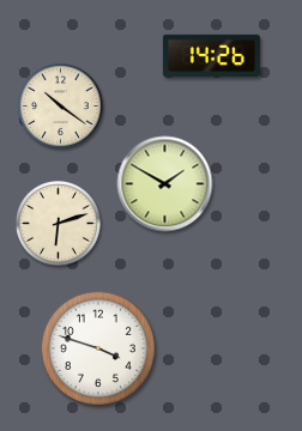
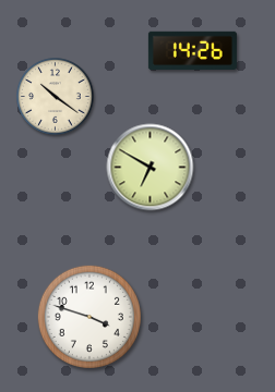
clock at (165, 184): 1:50 -> 6:50
clock at (59, 224): 6:12 -> none
